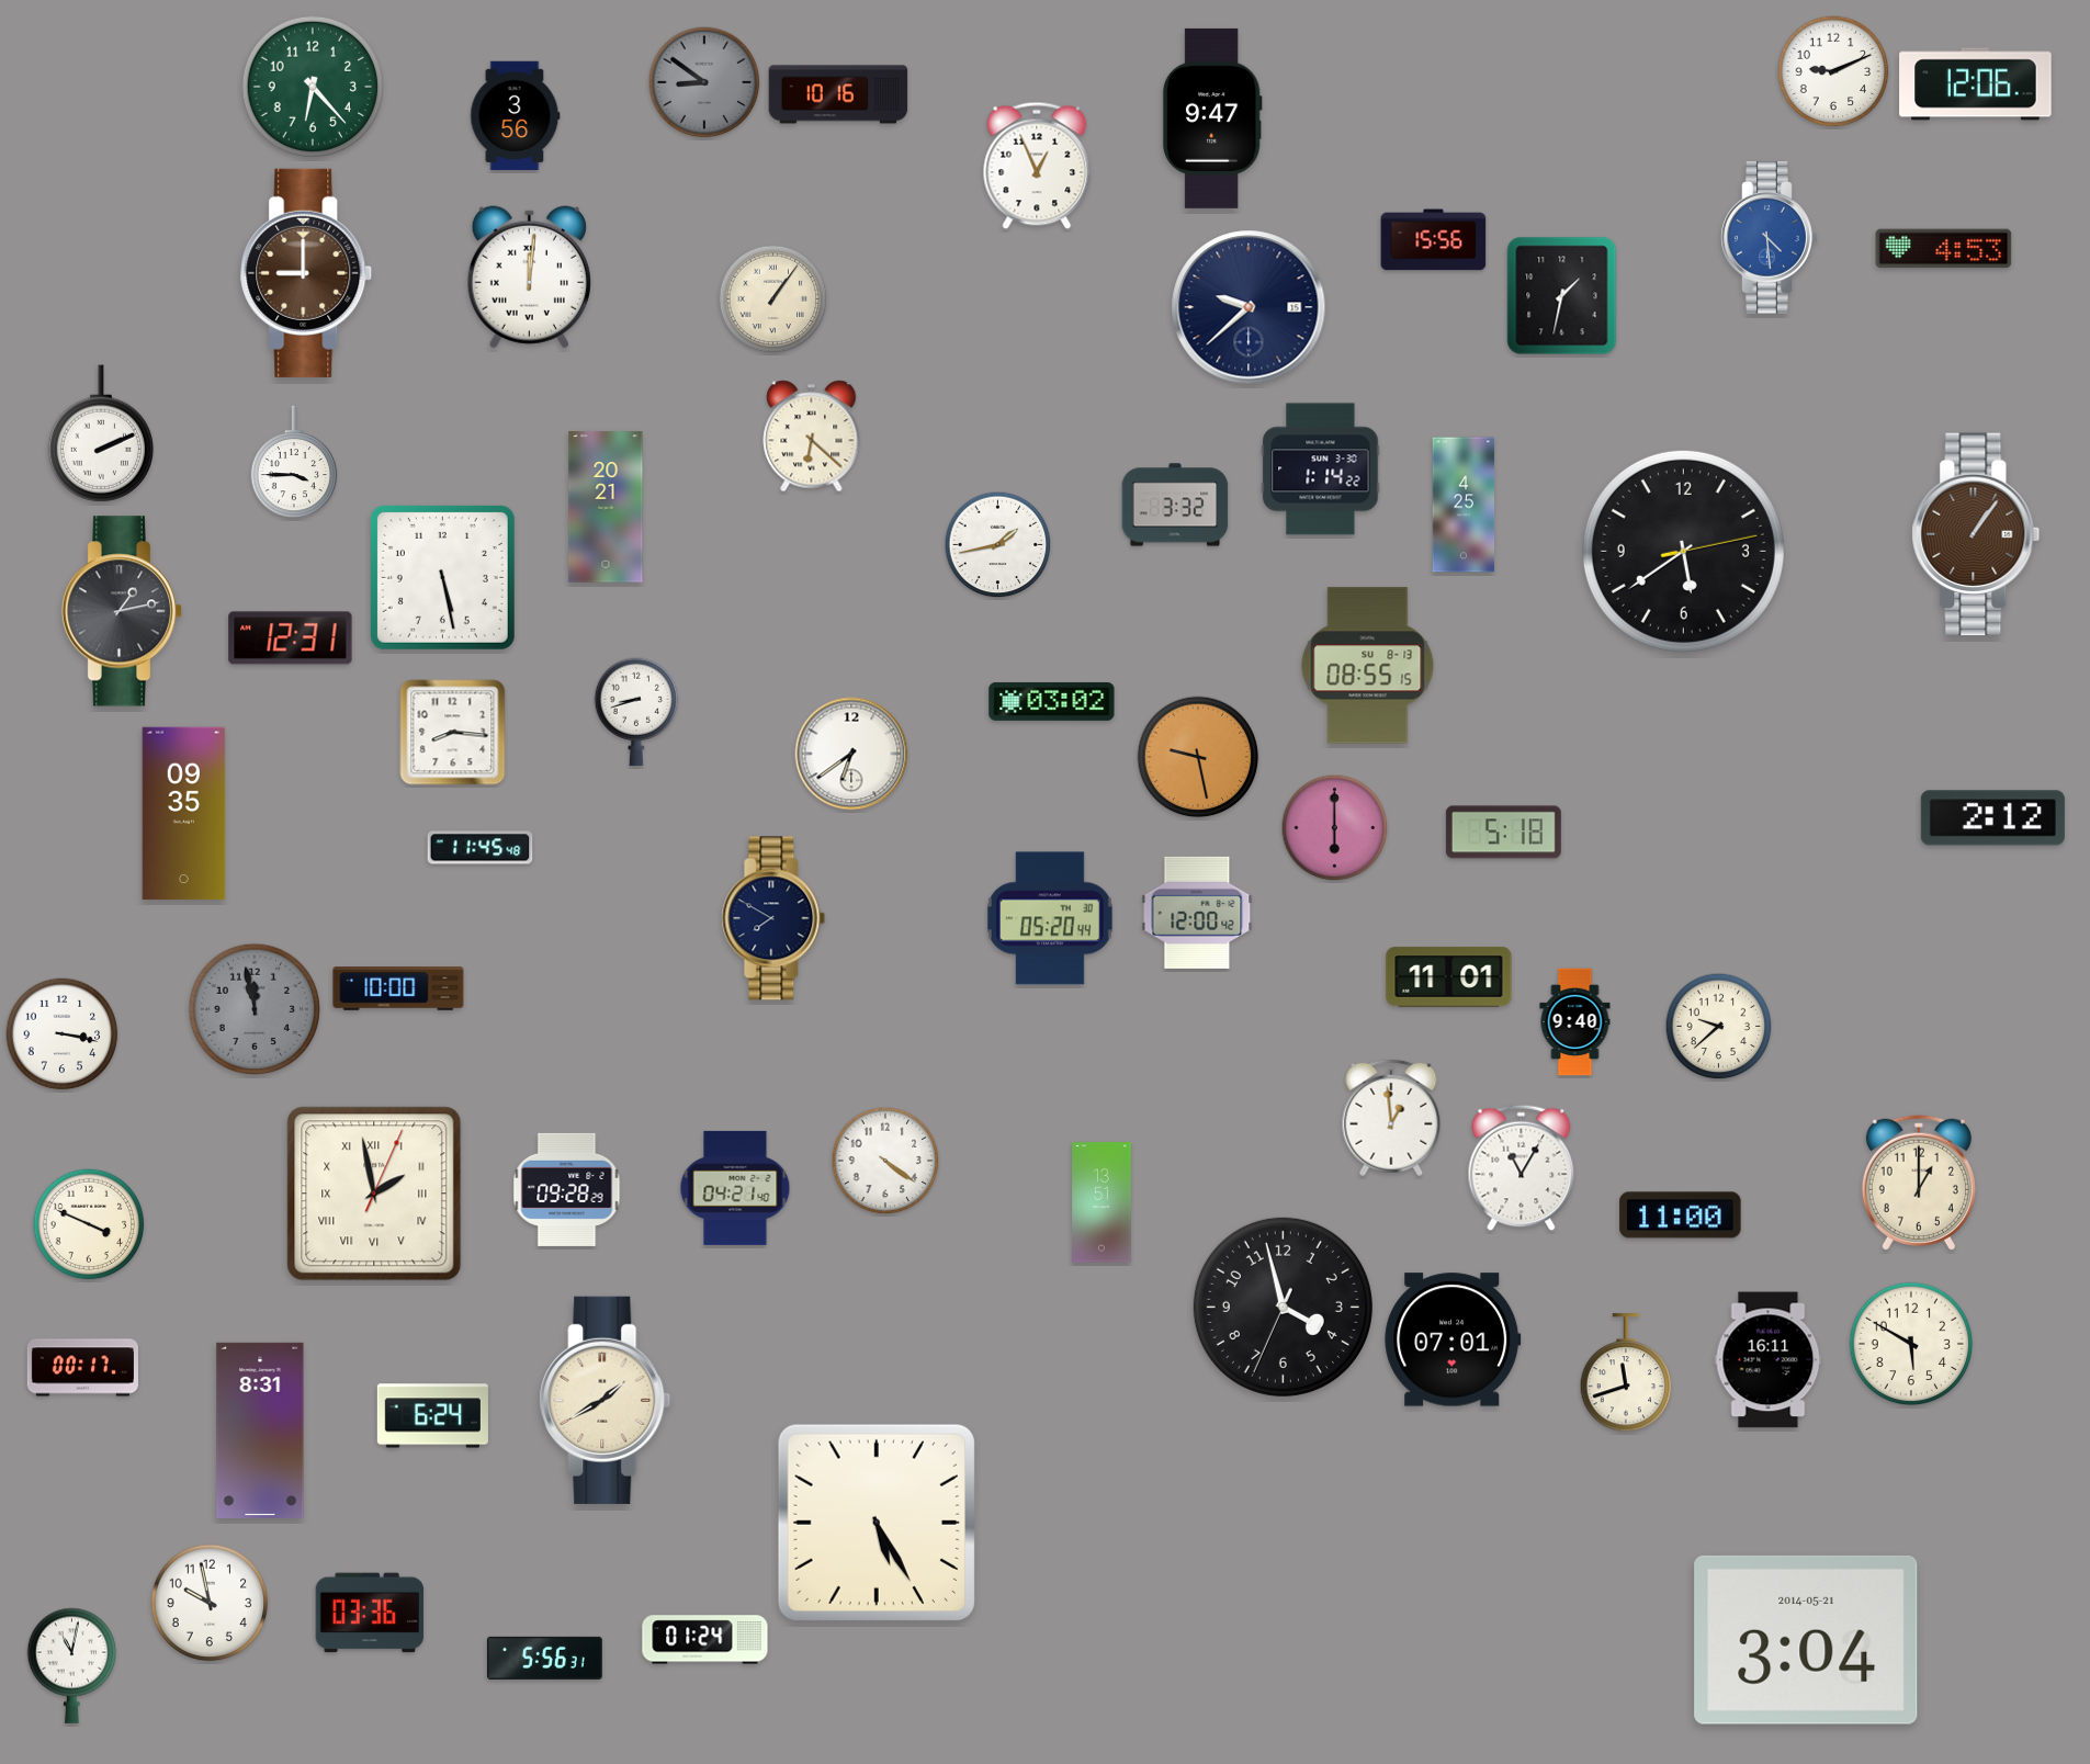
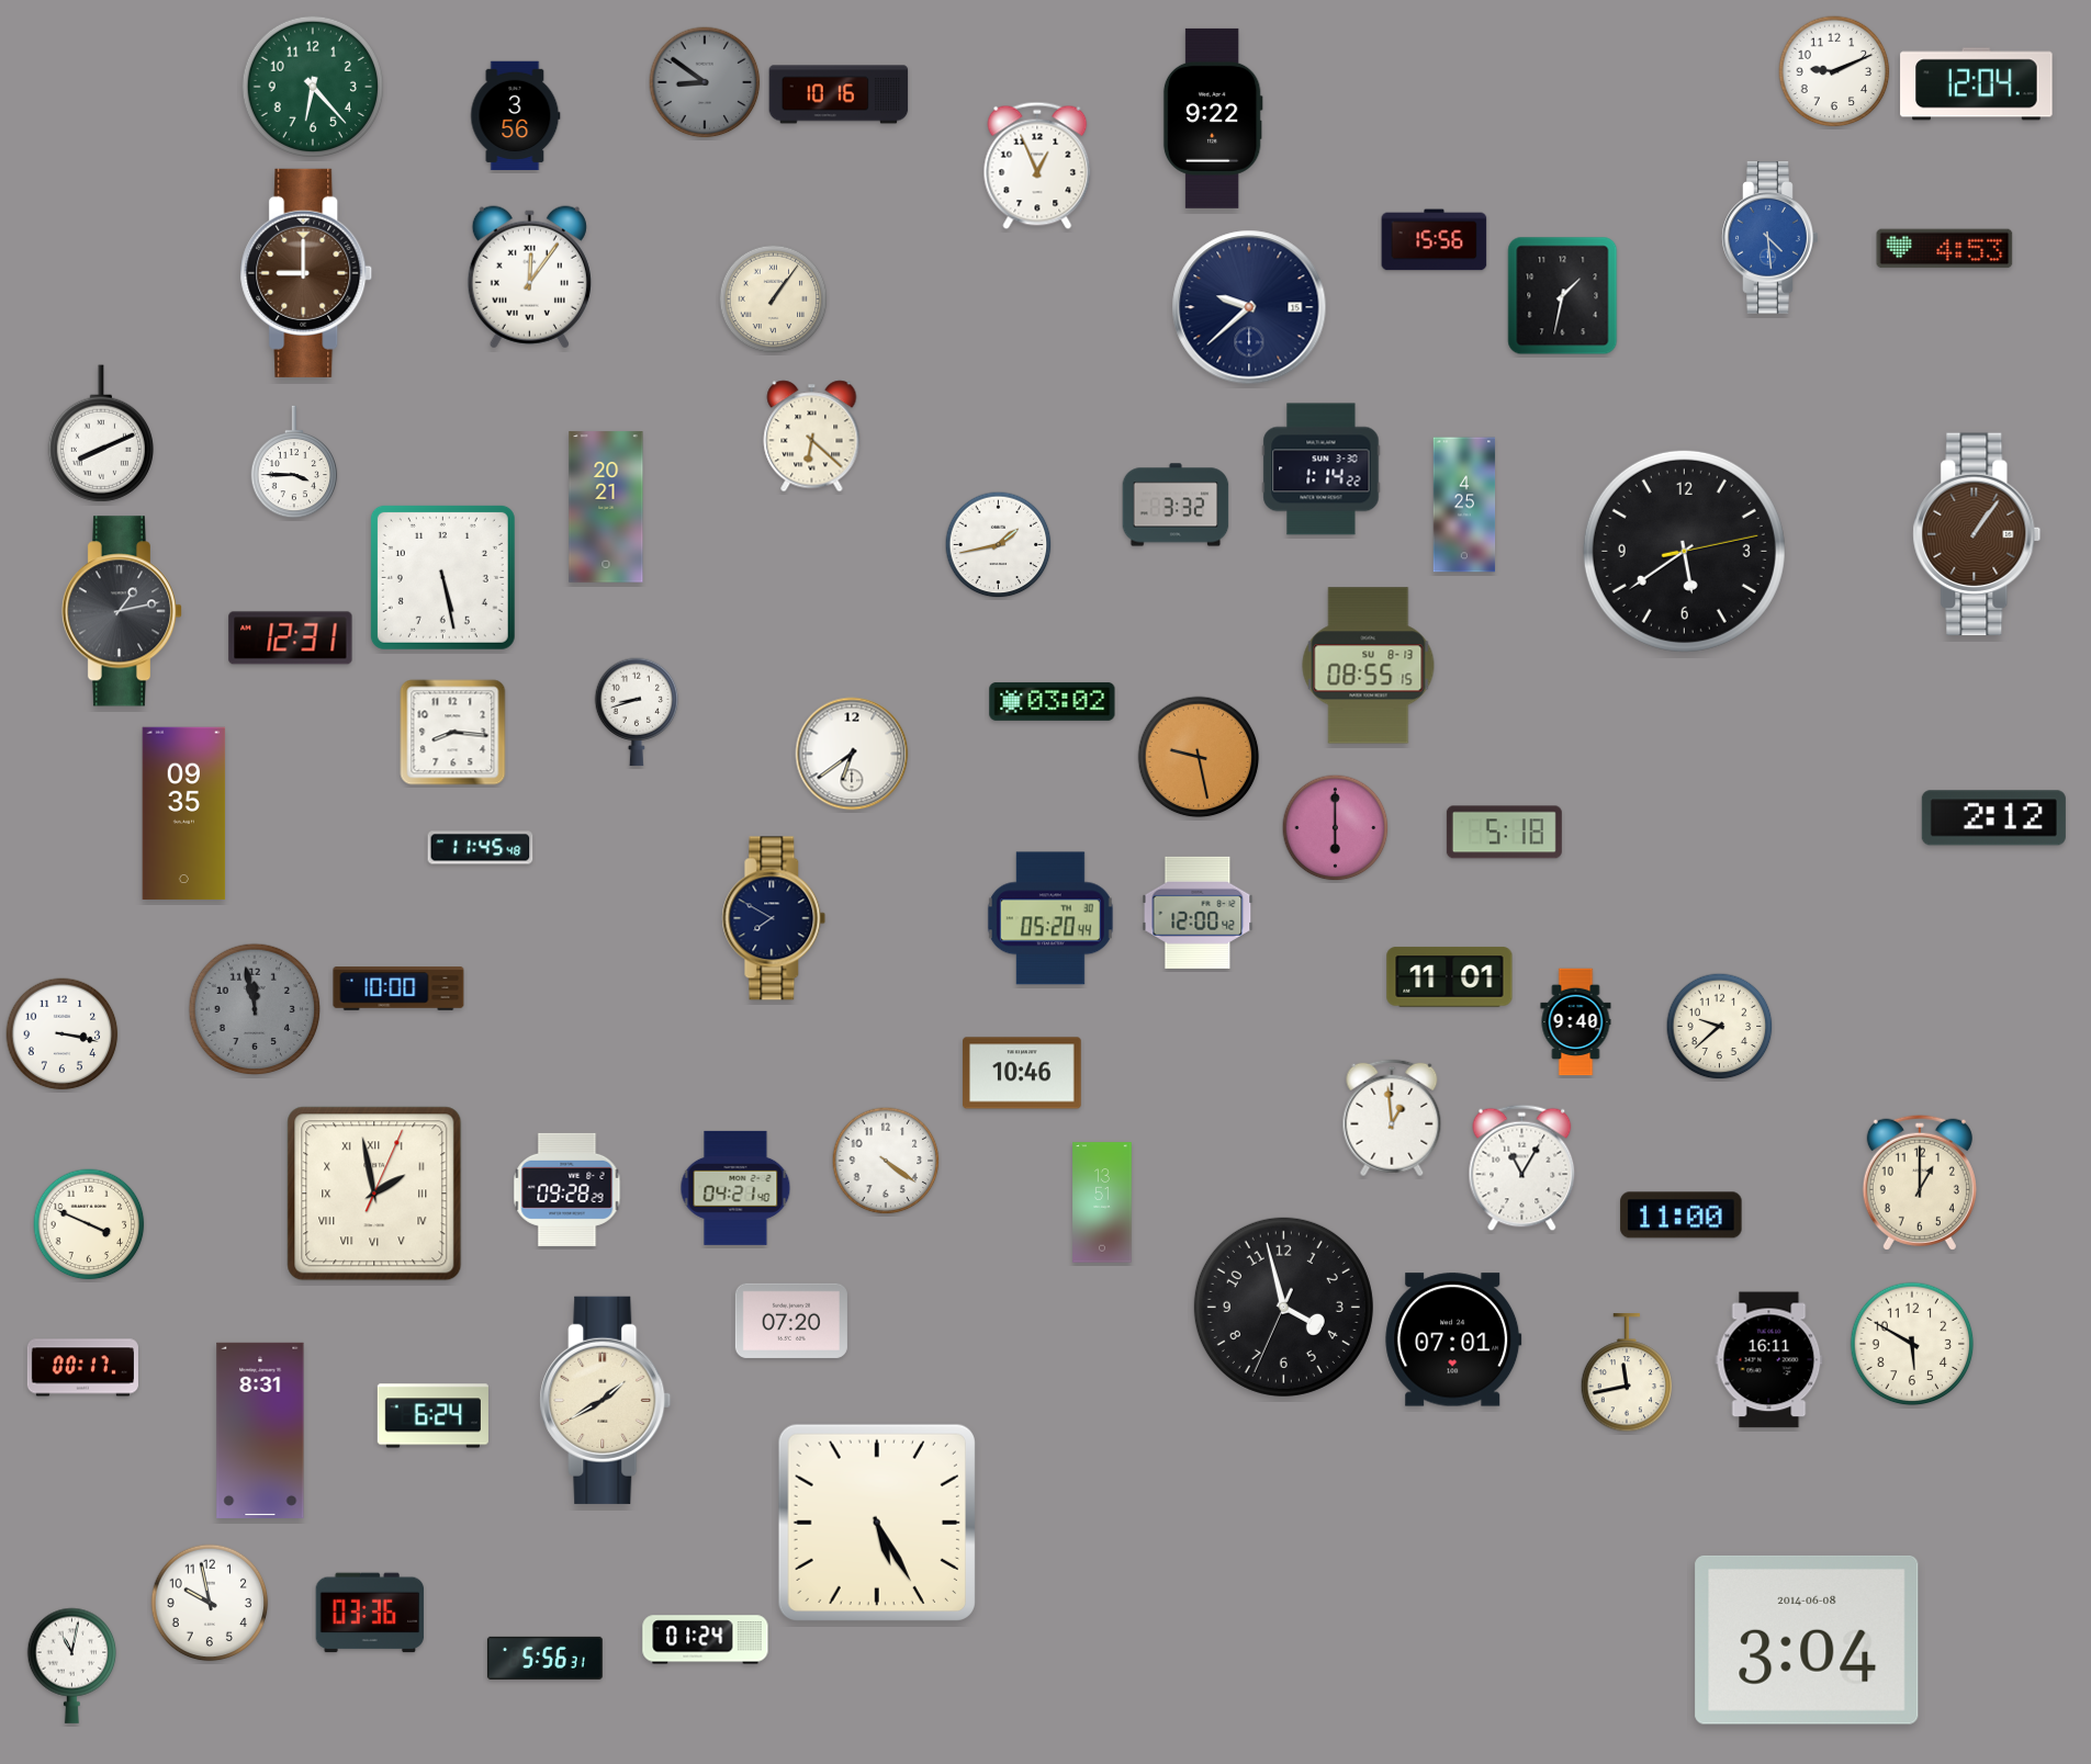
clock at (1976, 84): 12:06 -> 12:04
clock at (1212, 118): 9:47 -> 9:22
clock at (529, 278): 12:01 -> 12:06
clock at (101, 433): 2:11 -> 8:11
clock at (1022, 1073): none -> 10:46
clock at (791, 1321): none -> 07:20
clock at (1626, 1373): 11:42 -> 11:43
clock at (1806, 1640) date: 2014-05-21 -> 2014-06-08
